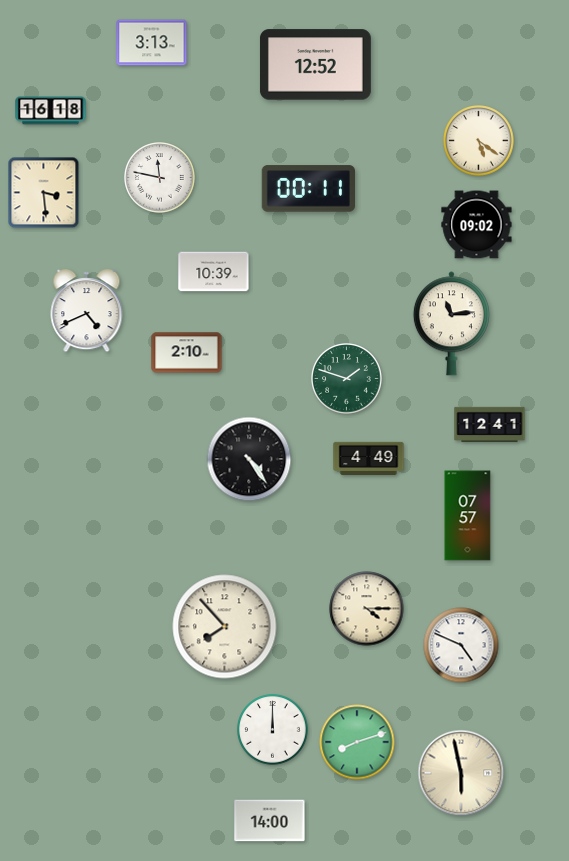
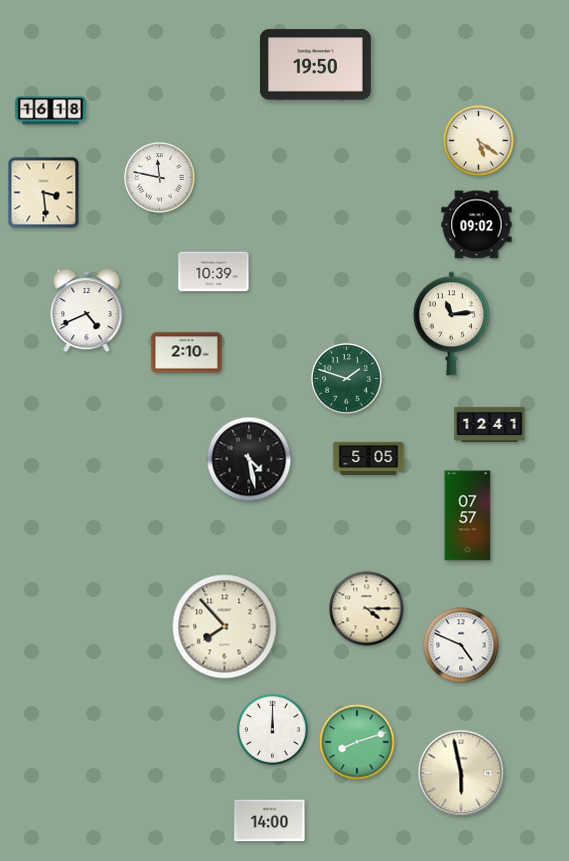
clock at (152, 43): 3:13 -> none
clock at (315, 65): 12:52 -> 19:50
clock at (308, 189): 00:11 -> none
clock at (369, 458): 4:49 -> 5:05
clock at (249, 459): 4:24 -> 4:28
